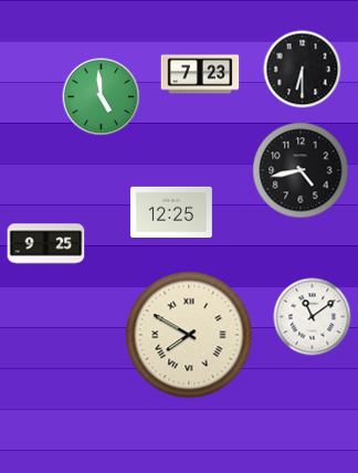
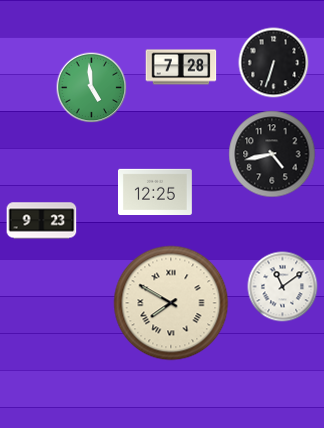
clock at (303, 70): 6:30 -> 6:33
clock at (200, 74): 7:23 -> 7:28
clock at (46, 244): 9:25 -> 9:23
